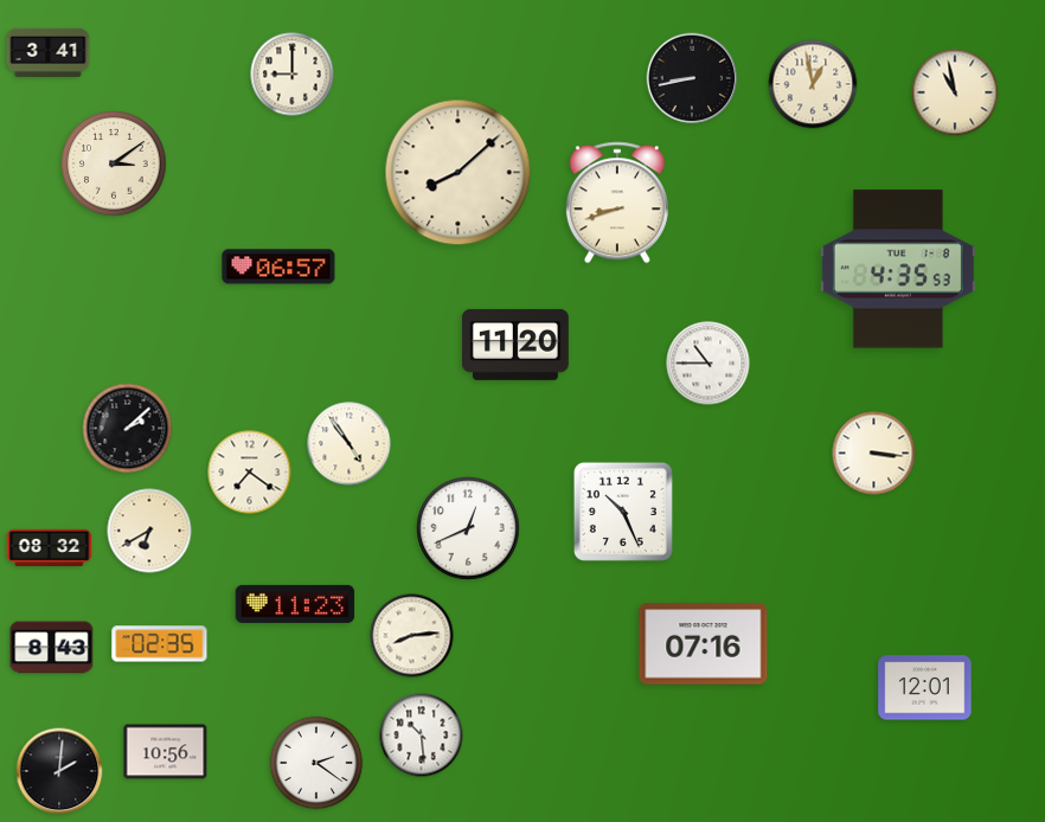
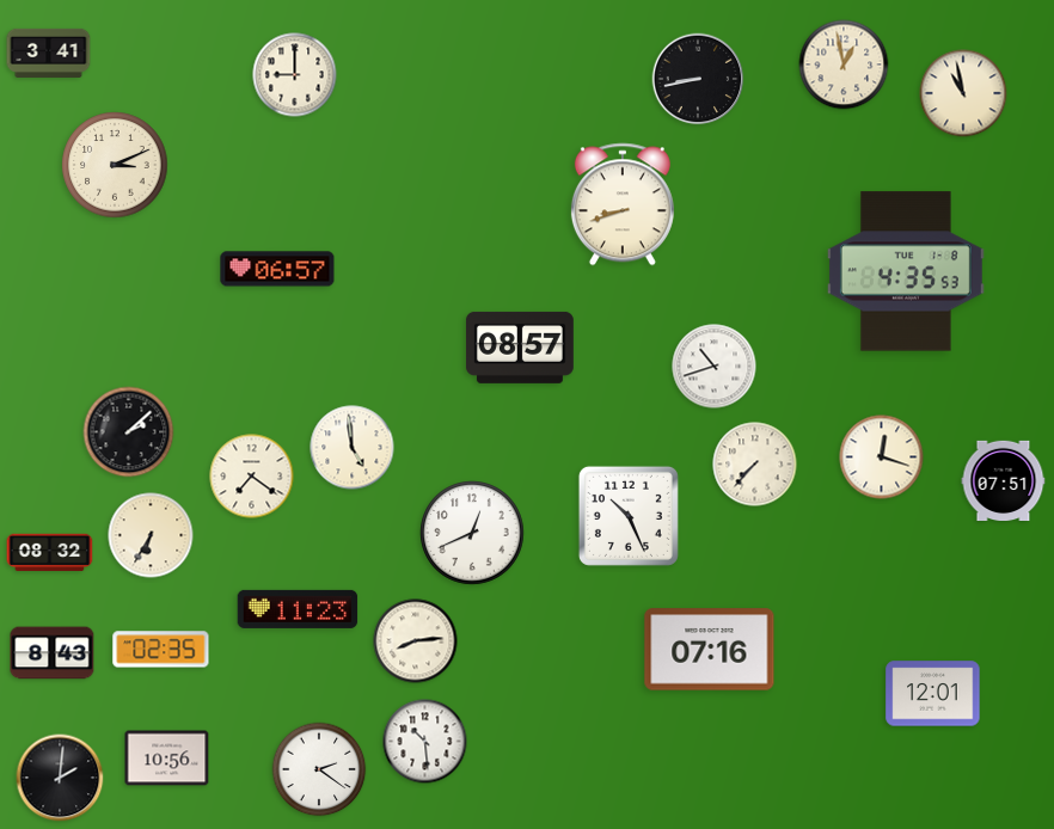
clock at (813, 84) position: (813, 84) -> (844, 65)
clock at (114, 163): 3:09 -> 3:11
clock at (459, 173): 8:08 -> none
clock at (278, 266) position: (278, 266) -> (277, 269)
clock at (515, 345): 11:20 -> 08:57
clock at (709, 364): 10:45 -> 10:42
clock at (350, 444): 4:54 -> 4:59
clock at (874, 454): 3:16 -> 12:18
clock at (755, 465): none -> 7:37
clock at (1004, 480): none -> 07:51
clock at (149, 531): 6:40 -> 6:35
